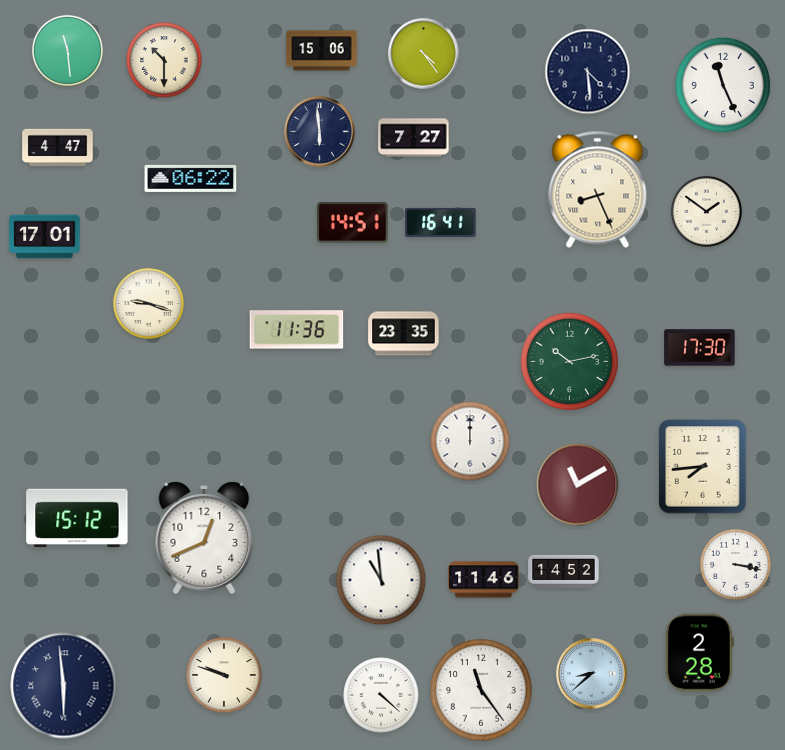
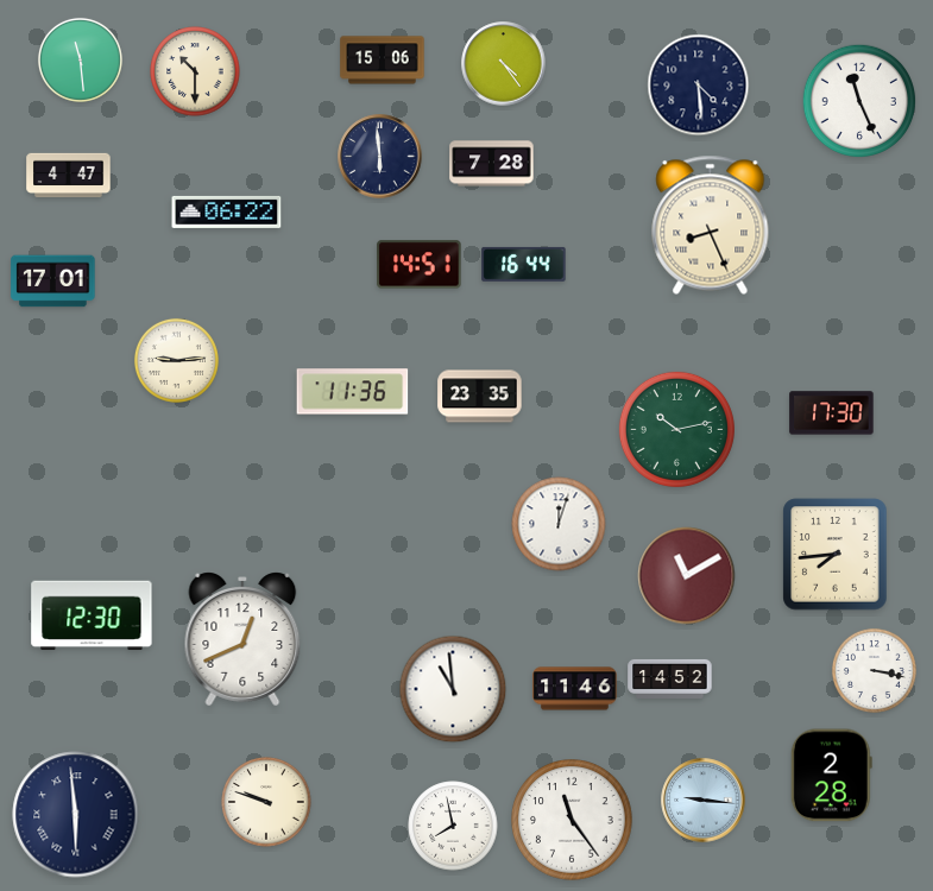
clock at (414, 138): 7:27 -> 7:28
clock at (706, 211): 1:51 -> none
clock at (441, 222): 16:41 -> 16:44
clock at (148, 303): 9:18 -> 9:14
clock at (470, 441): 12:00 -> 12:03
clock at (77, 518): 15:12 -> 12:30
clock at (592, 674): 8:38 -> 9:16
clock at (381, 695): 4:22 -> 7:58
